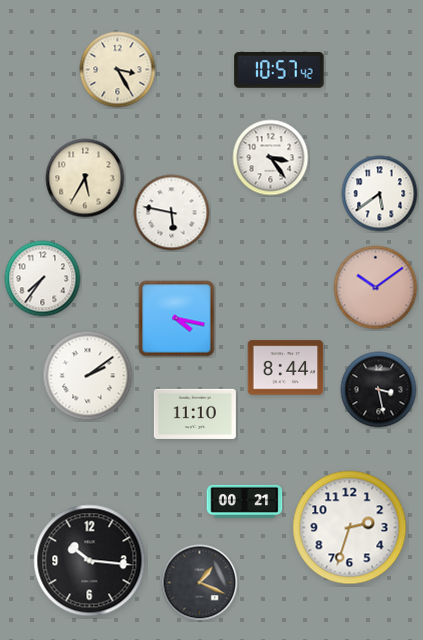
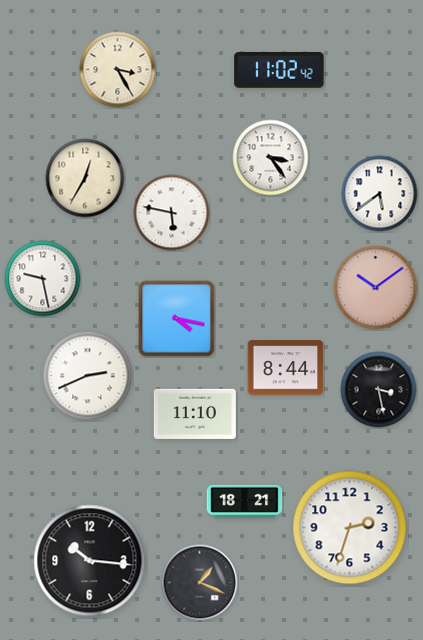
clock at (279, 70): 10:57 -> 11:02
clock at (85, 178): 5:35 -> 12:35
clock at (43, 279): 7:36 -> 9:28
clock at (88, 376): 2:09 -> 2:41
clock at (245, 501): 00:21 -> 18:21
